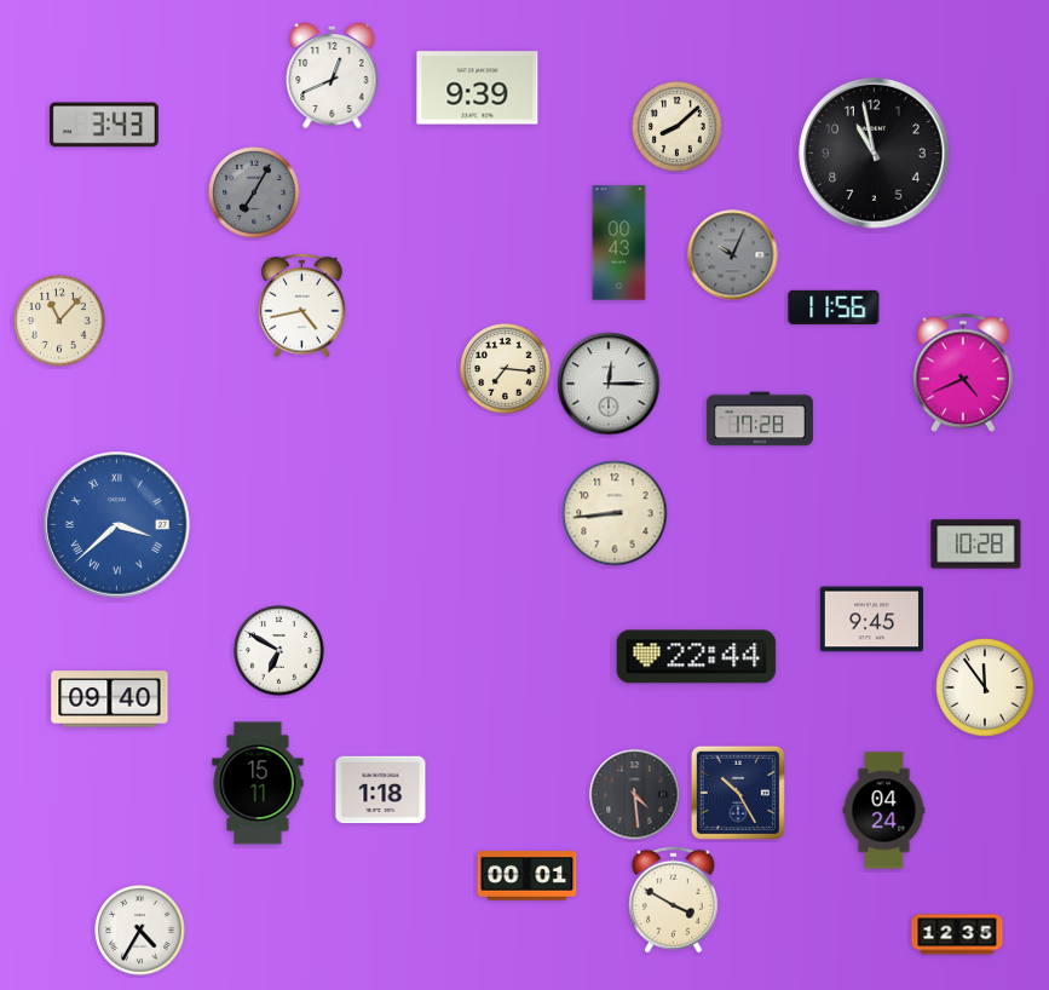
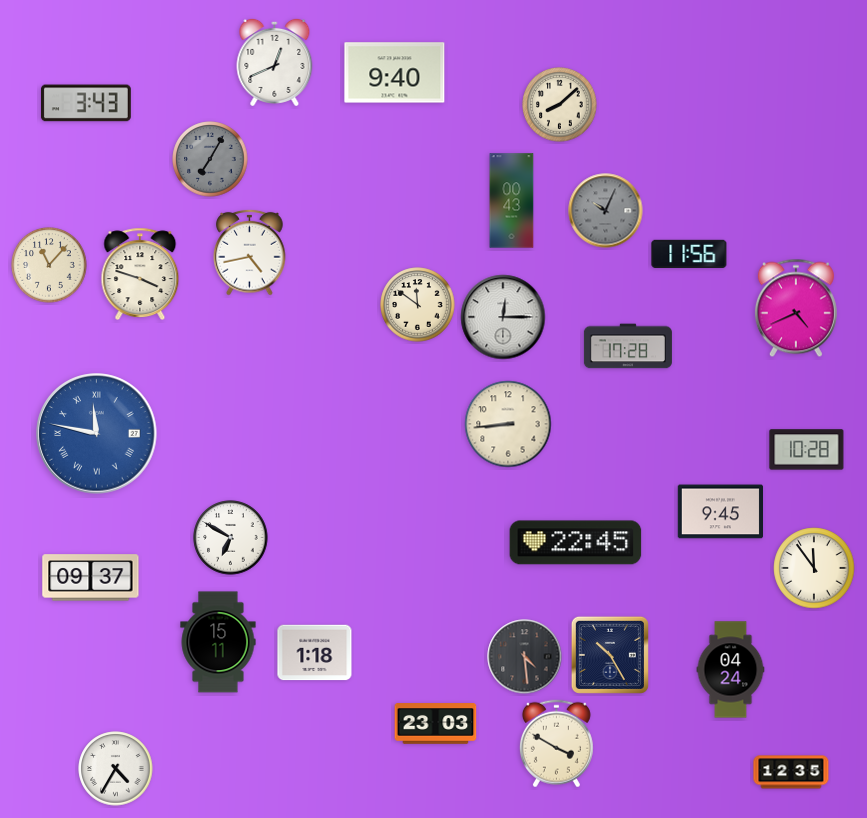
clock at (478, 88): 9:39 -> 9:40
clock at (875, 154): 10:58 -> none
clock at (140, 273): none -> 3:48
clock at (506, 369): 7:16 -> 11:51
clock at (117, 525): 3:38 -> 11:47
clock at (697, 657): 22:44 -> 22:45
clock at (110, 700): 09:40 -> 09:37
clock at (258, 783) position: (258, 783) -> (218, 642)
clock at (528, 876): 00:01 -> 23:03
